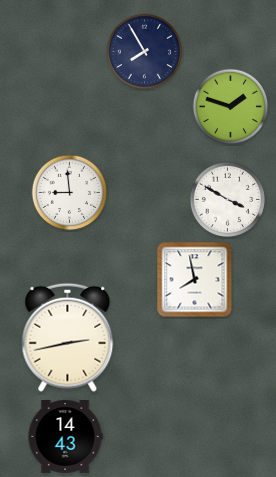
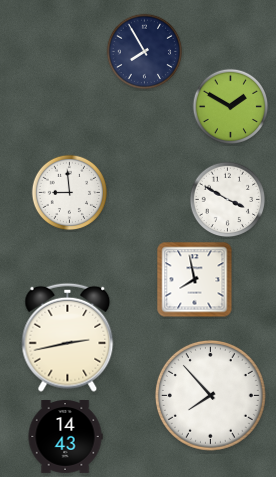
clock at (231, 107): 1:48 -> 1:50
clock at (210, 395): none -> 7:53
